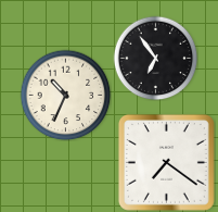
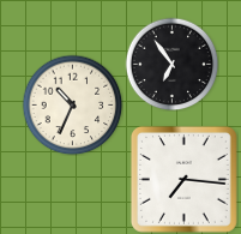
clock at (166, 162): 7:21 -> 7:16
